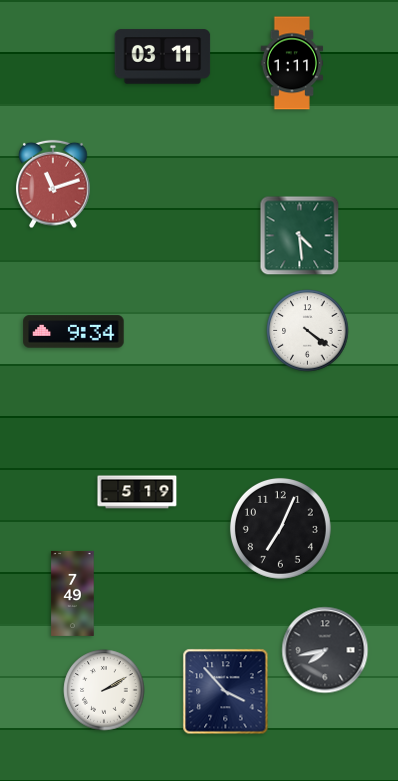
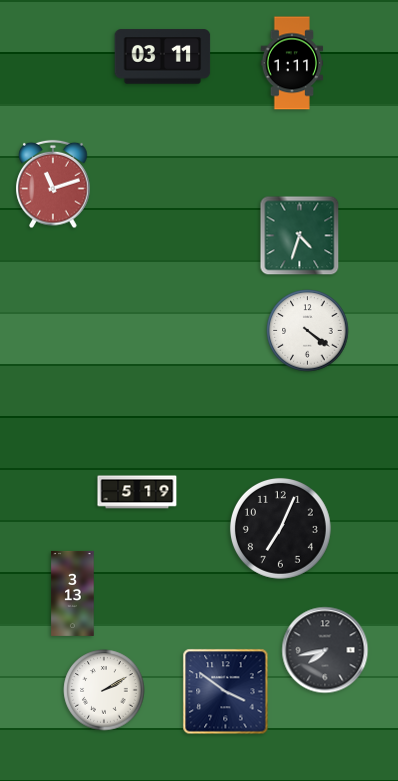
clock at (300, 236): 4:29 -> 4:33
clock at (74, 332): 9:34 -> none
clock at (73, 593): 7:49 -> 3:13
clock at (226, 692): 3:53 -> 3:51
